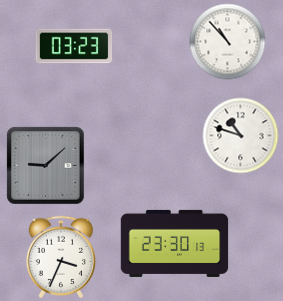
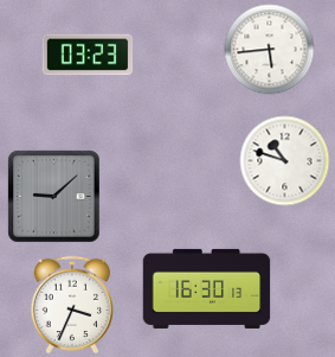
clock at (228, 42): 10:53 -> 5:44
clock at (175, 243): 23:30 -> 16:30
